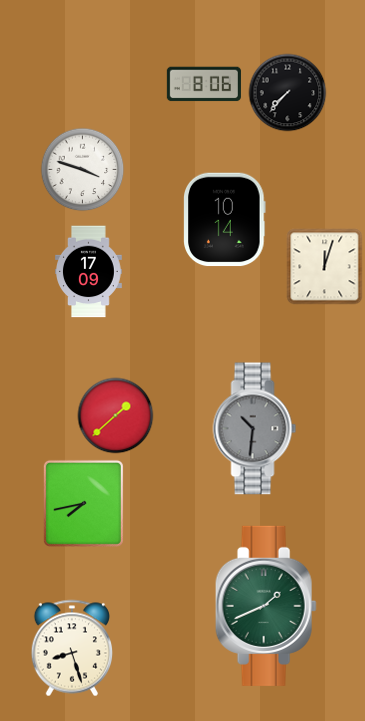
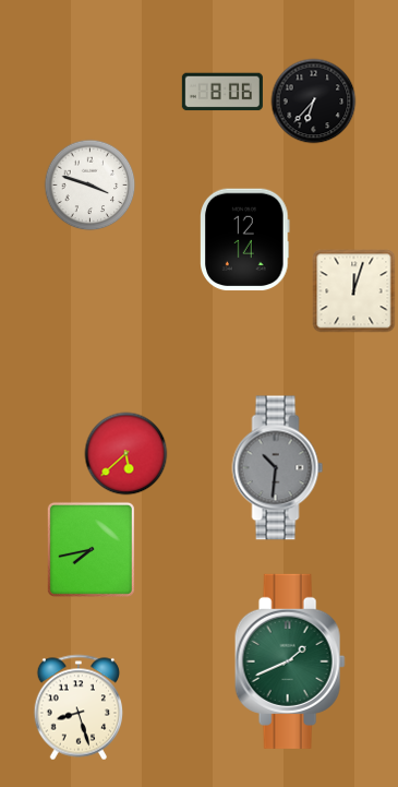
clock at (288, 93): 7:37 -> 6:37
clock at (225, 220): 10:14 -> 12:14
clock at (89, 272): 17:09 -> none
clock at (116, 416): 1:38 -> 5:38
